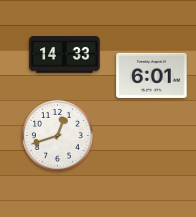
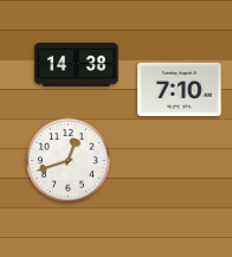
clock at (65, 55): 14:33 -> 14:38
clock at (152, 75): 6:01 -> 7:10
